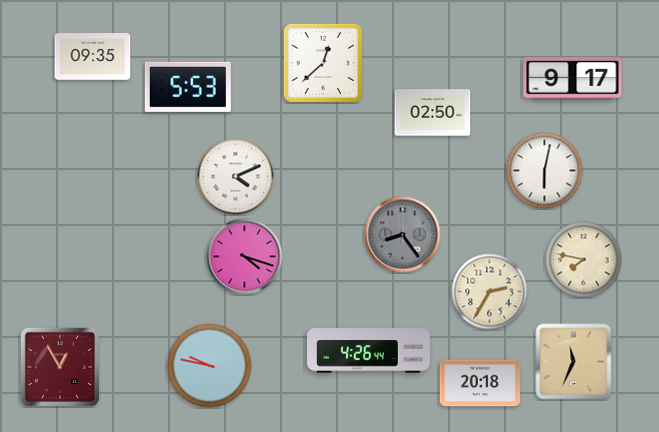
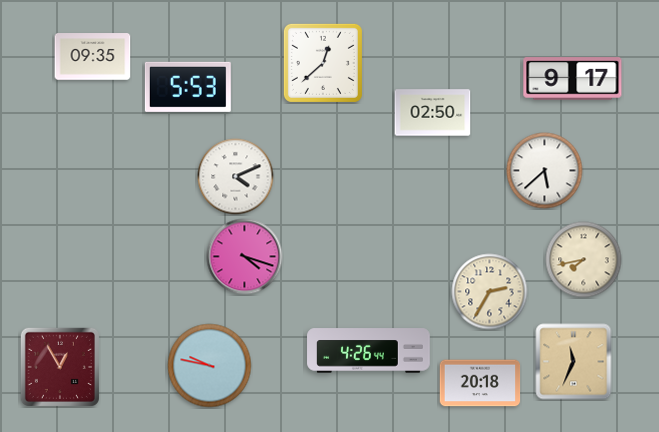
clock at (545, 171): 6:02 -> 5:38
clock at (403, 235): 8:24 -> none
clock at (584, 260): 7:47 -> 7:43
